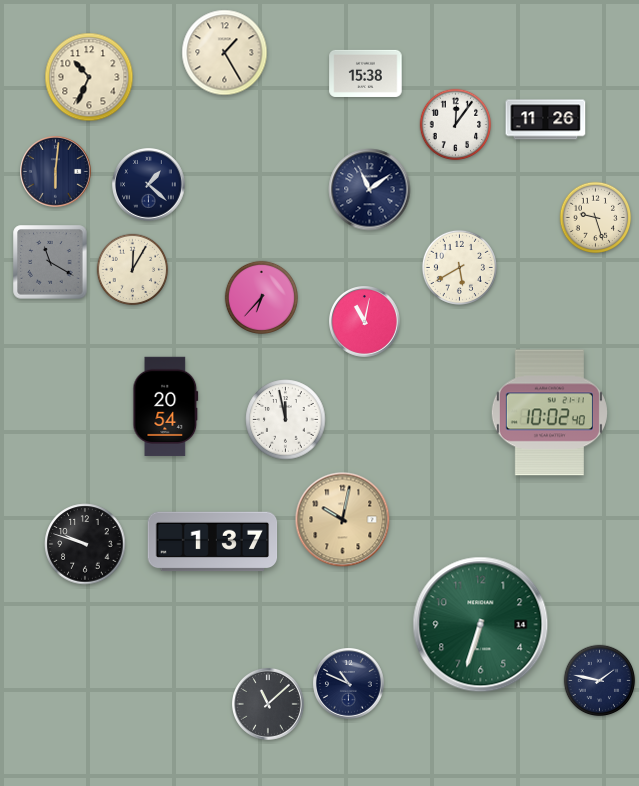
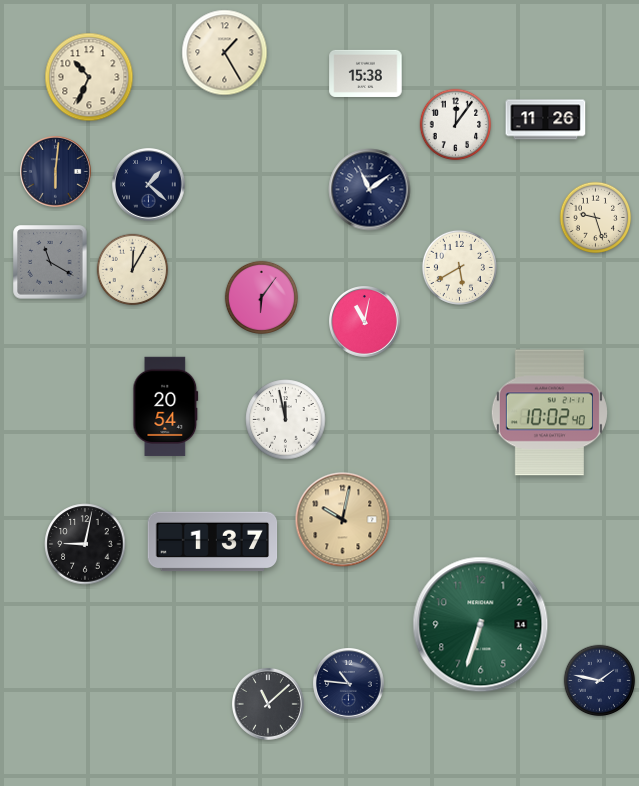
clock at (261, 297): 6:37 -> 6:06
clock at (85, 544): 9:48 -> 9:02
clock at (349, 684): 10:49 -> 10:46
